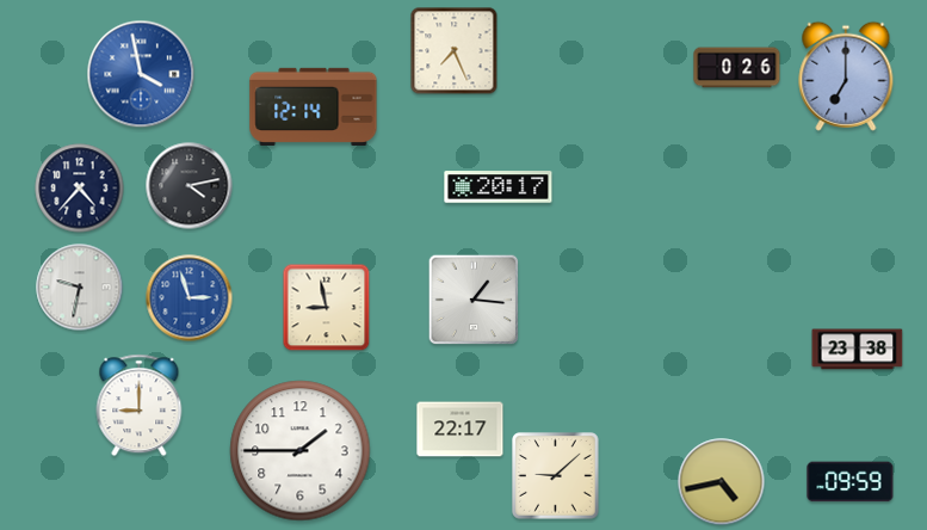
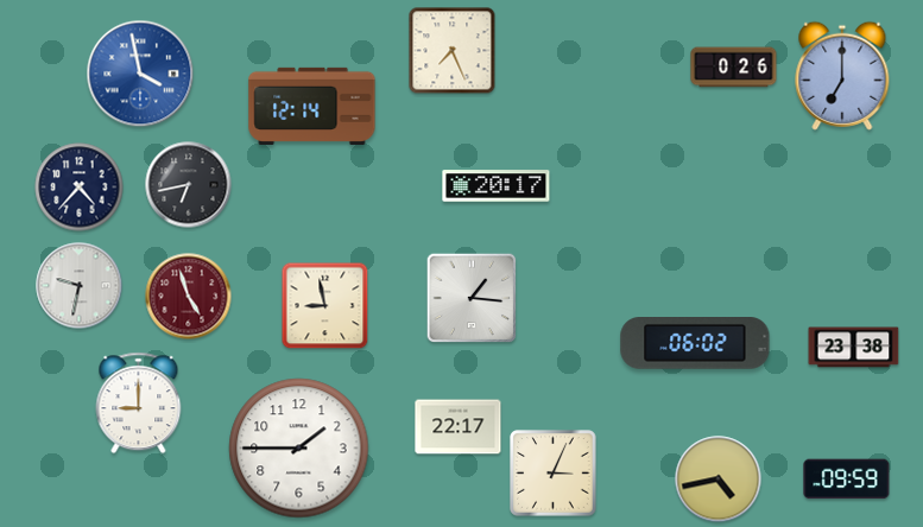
clock at (190, 186): 4:13 -> 6:43
clock at (190, 298): 2:57 -> 4:57
clock at (190, 298) dial: blue -> burgundy
clock at (695, 344): none -> 06:02
clock at (556, 476): 9:08 -> 3:04
